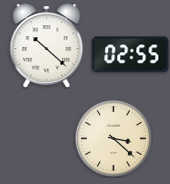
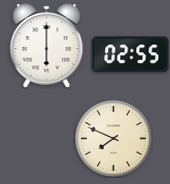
clock at (47, 45): 10:22 -> 6:00
clock at (113, 138): 3:22 -> 7:49
